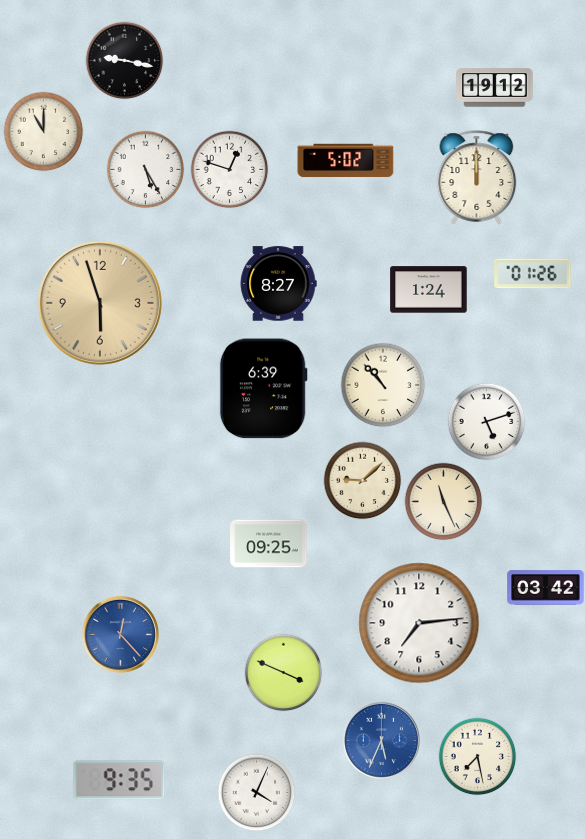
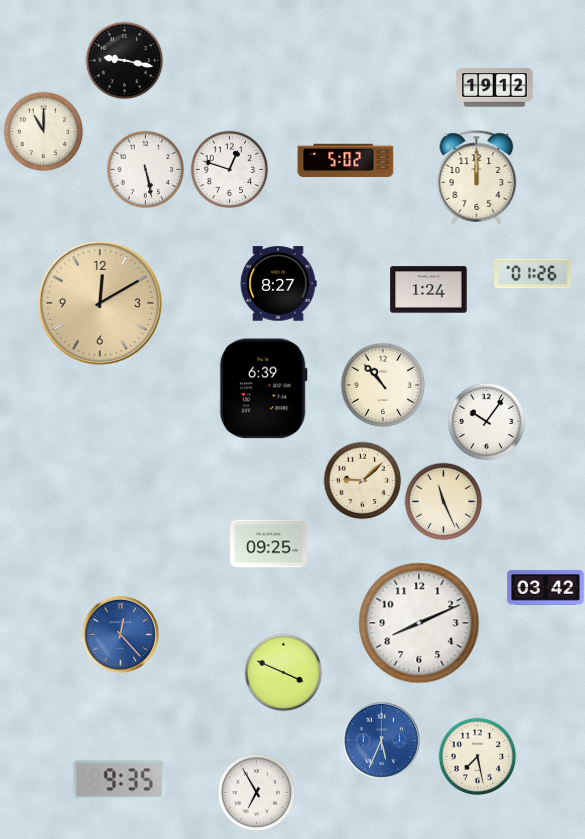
clock at (145, 169): 5:25 -> 5:28
clock at (100, 303): 5:57 -> 12:10
clock at (486, 421): 5:12 -> 10:06
clock at (419, 623): 7:14 -> 8:11
clock at (256, 792): 4:04 -> 6:55
